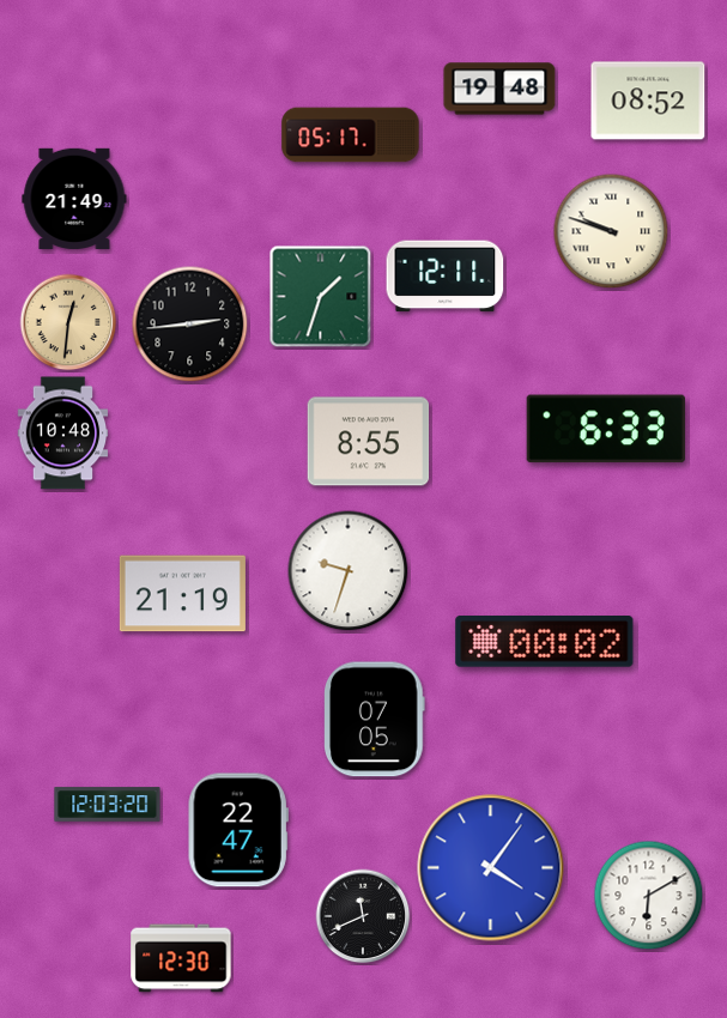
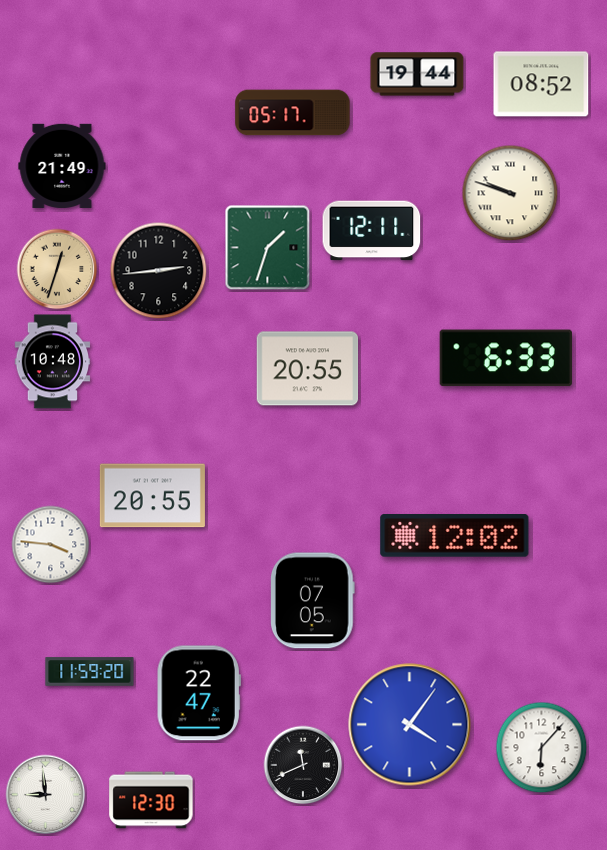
clock at (499, 89): 19:48 -> 19:44
clock at (68, 322): 12:31 -> 12:33
clock at (369, 442): 8:55 -> 20:55
clock at (349, 571): 9:33 -> none
clock at (182, 594): 21:19 -> 20:55
clock at (545, 642): 00:02 -> 12:02
clock at (51, 545): none -> 3:46
clock at (108, 805): 12:03 -> 11:59
clock at (649, 896): 6:10 -> 6:07
clock at (46, 795): none -> 8:59
